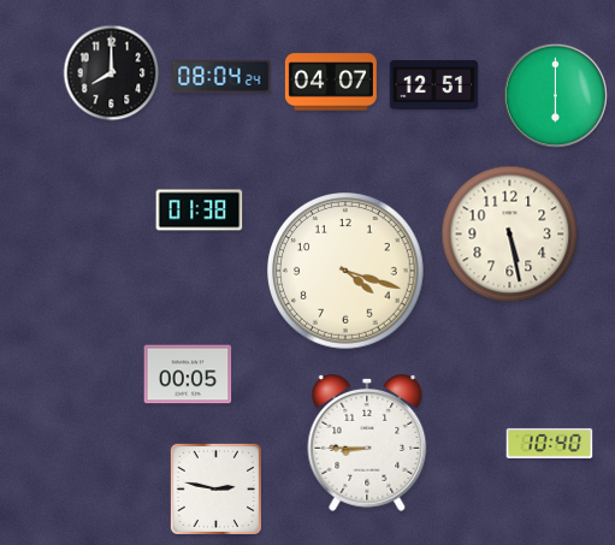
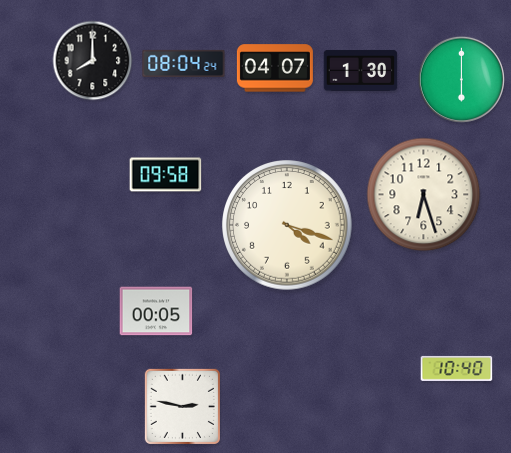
clock at (434, 85): 12:51 -> 1:30
clock at (200, 211): 01:38 -> 09:58
clock at (510, 235): 5:28 -> 6:27
clock at (367, 443): 8:45 -> none
clock at (215, 488) position: (215, 488) -> (182, 406)
